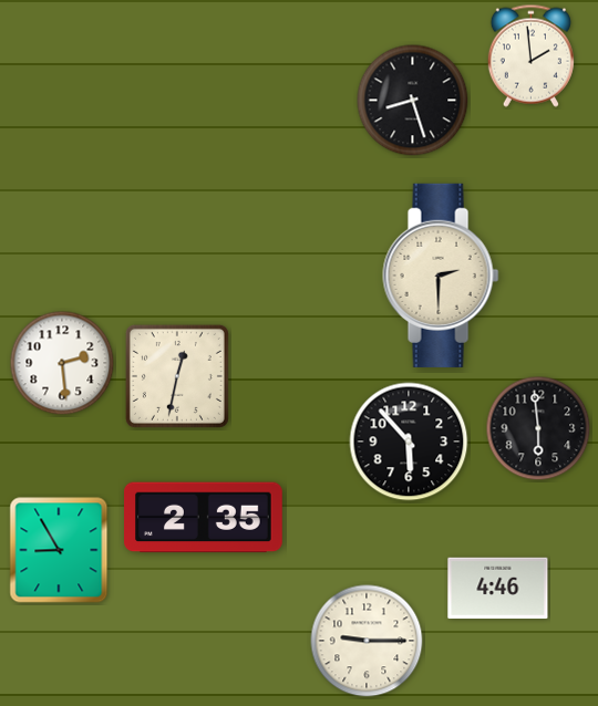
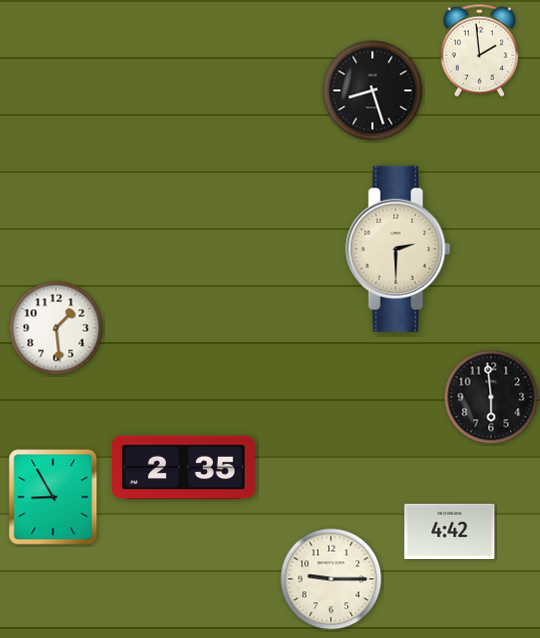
clock at (62, 363): 2:29 -> 1:29
clock at (177, 376): 12:32 -> none
clock at (538, 428) position: (538, 428) -> (491, 397)
clock at (409, 442): 5:53 -> none
clock at (498, 589): 4:46 -> 4:42
